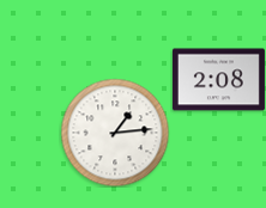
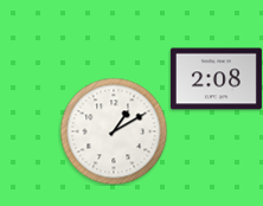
clock at (115, 133): 1:14 -> 1:10
